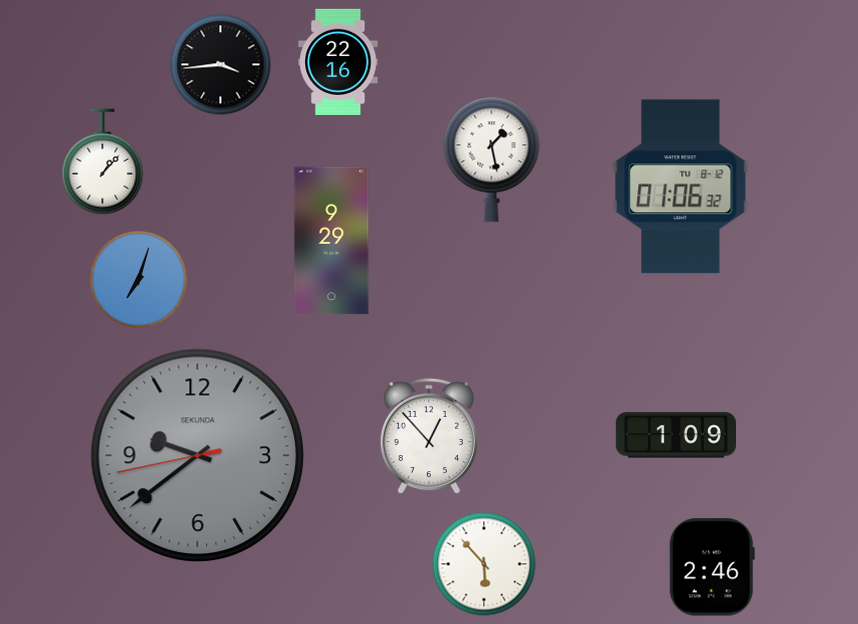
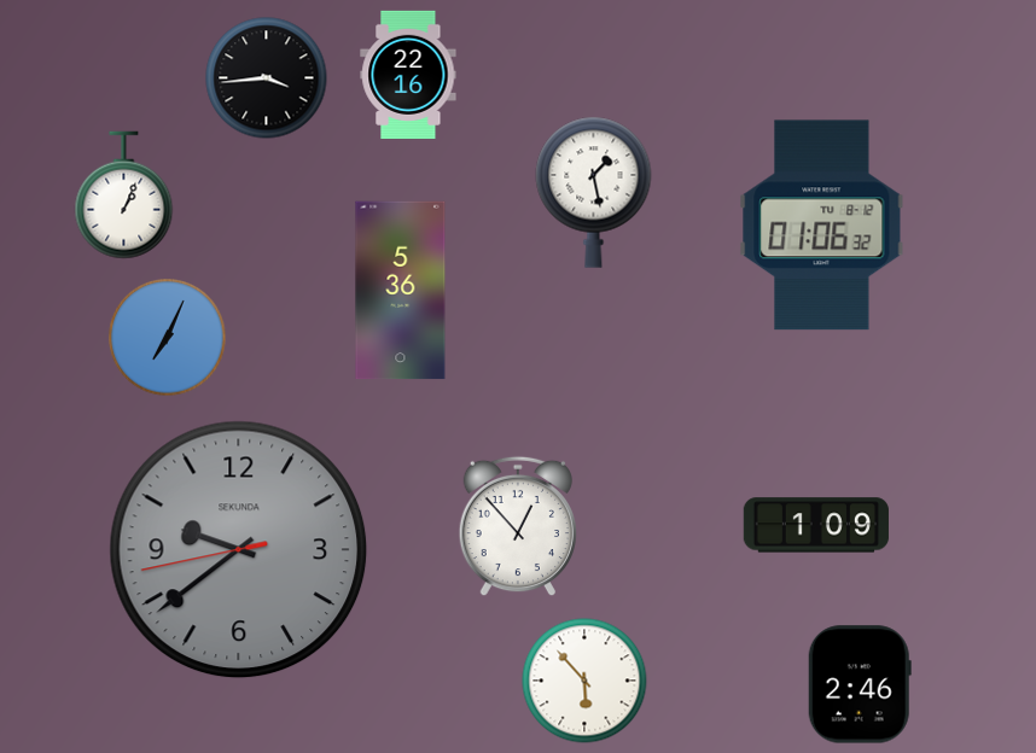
clock at (103, 162): 1:07 -> 1:04
clock at (332, 241): 9:29 -> 5:36
clock at (139, 280): 7:03 -> 7:04
